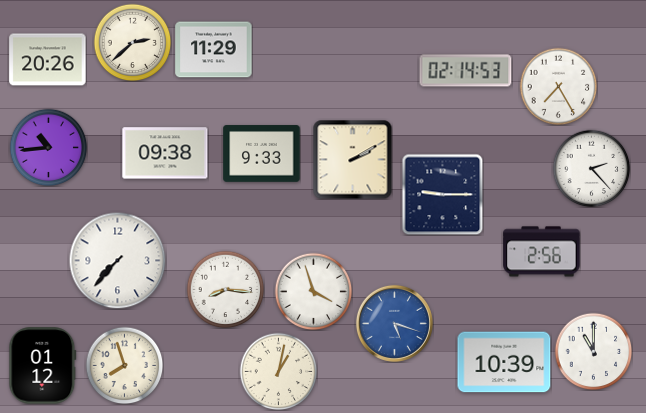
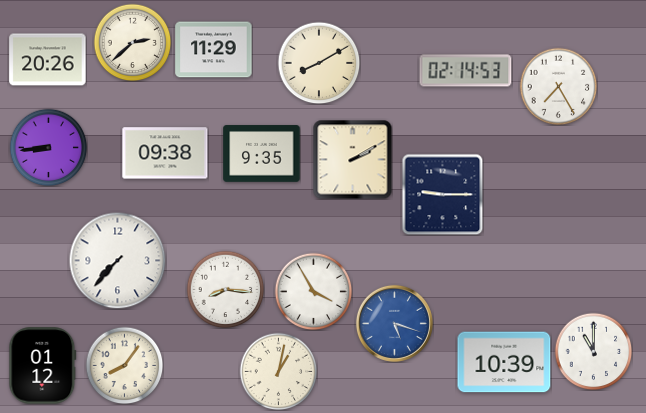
clock at (319, 63): none -> 8:10
clock at (48, 147): 10:44 -> 8:44
clock at (262, 154): 9:33 -> 9:35
clock at (591, 168): 2:23 -> none
clock at (542, 252): 2:56 -> none
clock at (313, 291): 3:57 -> 3:55
clock at (124, 365): 7:57 -> 8:06
